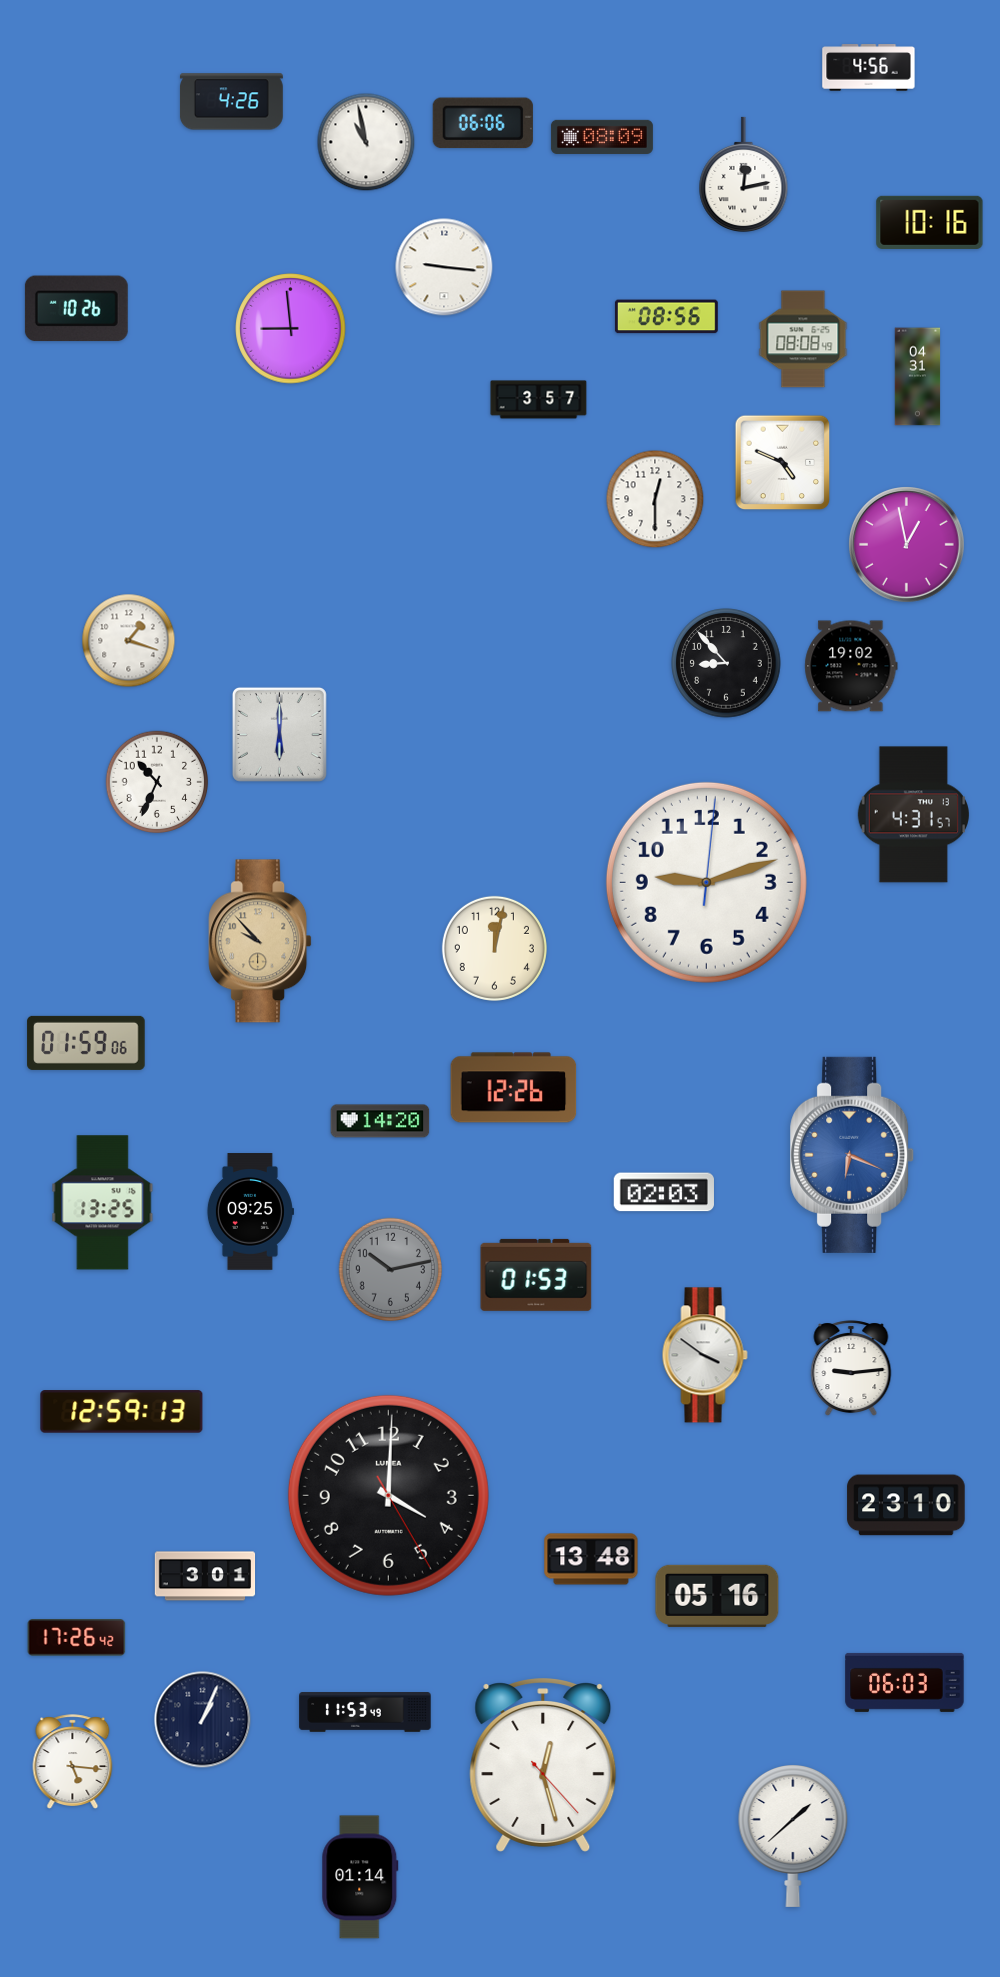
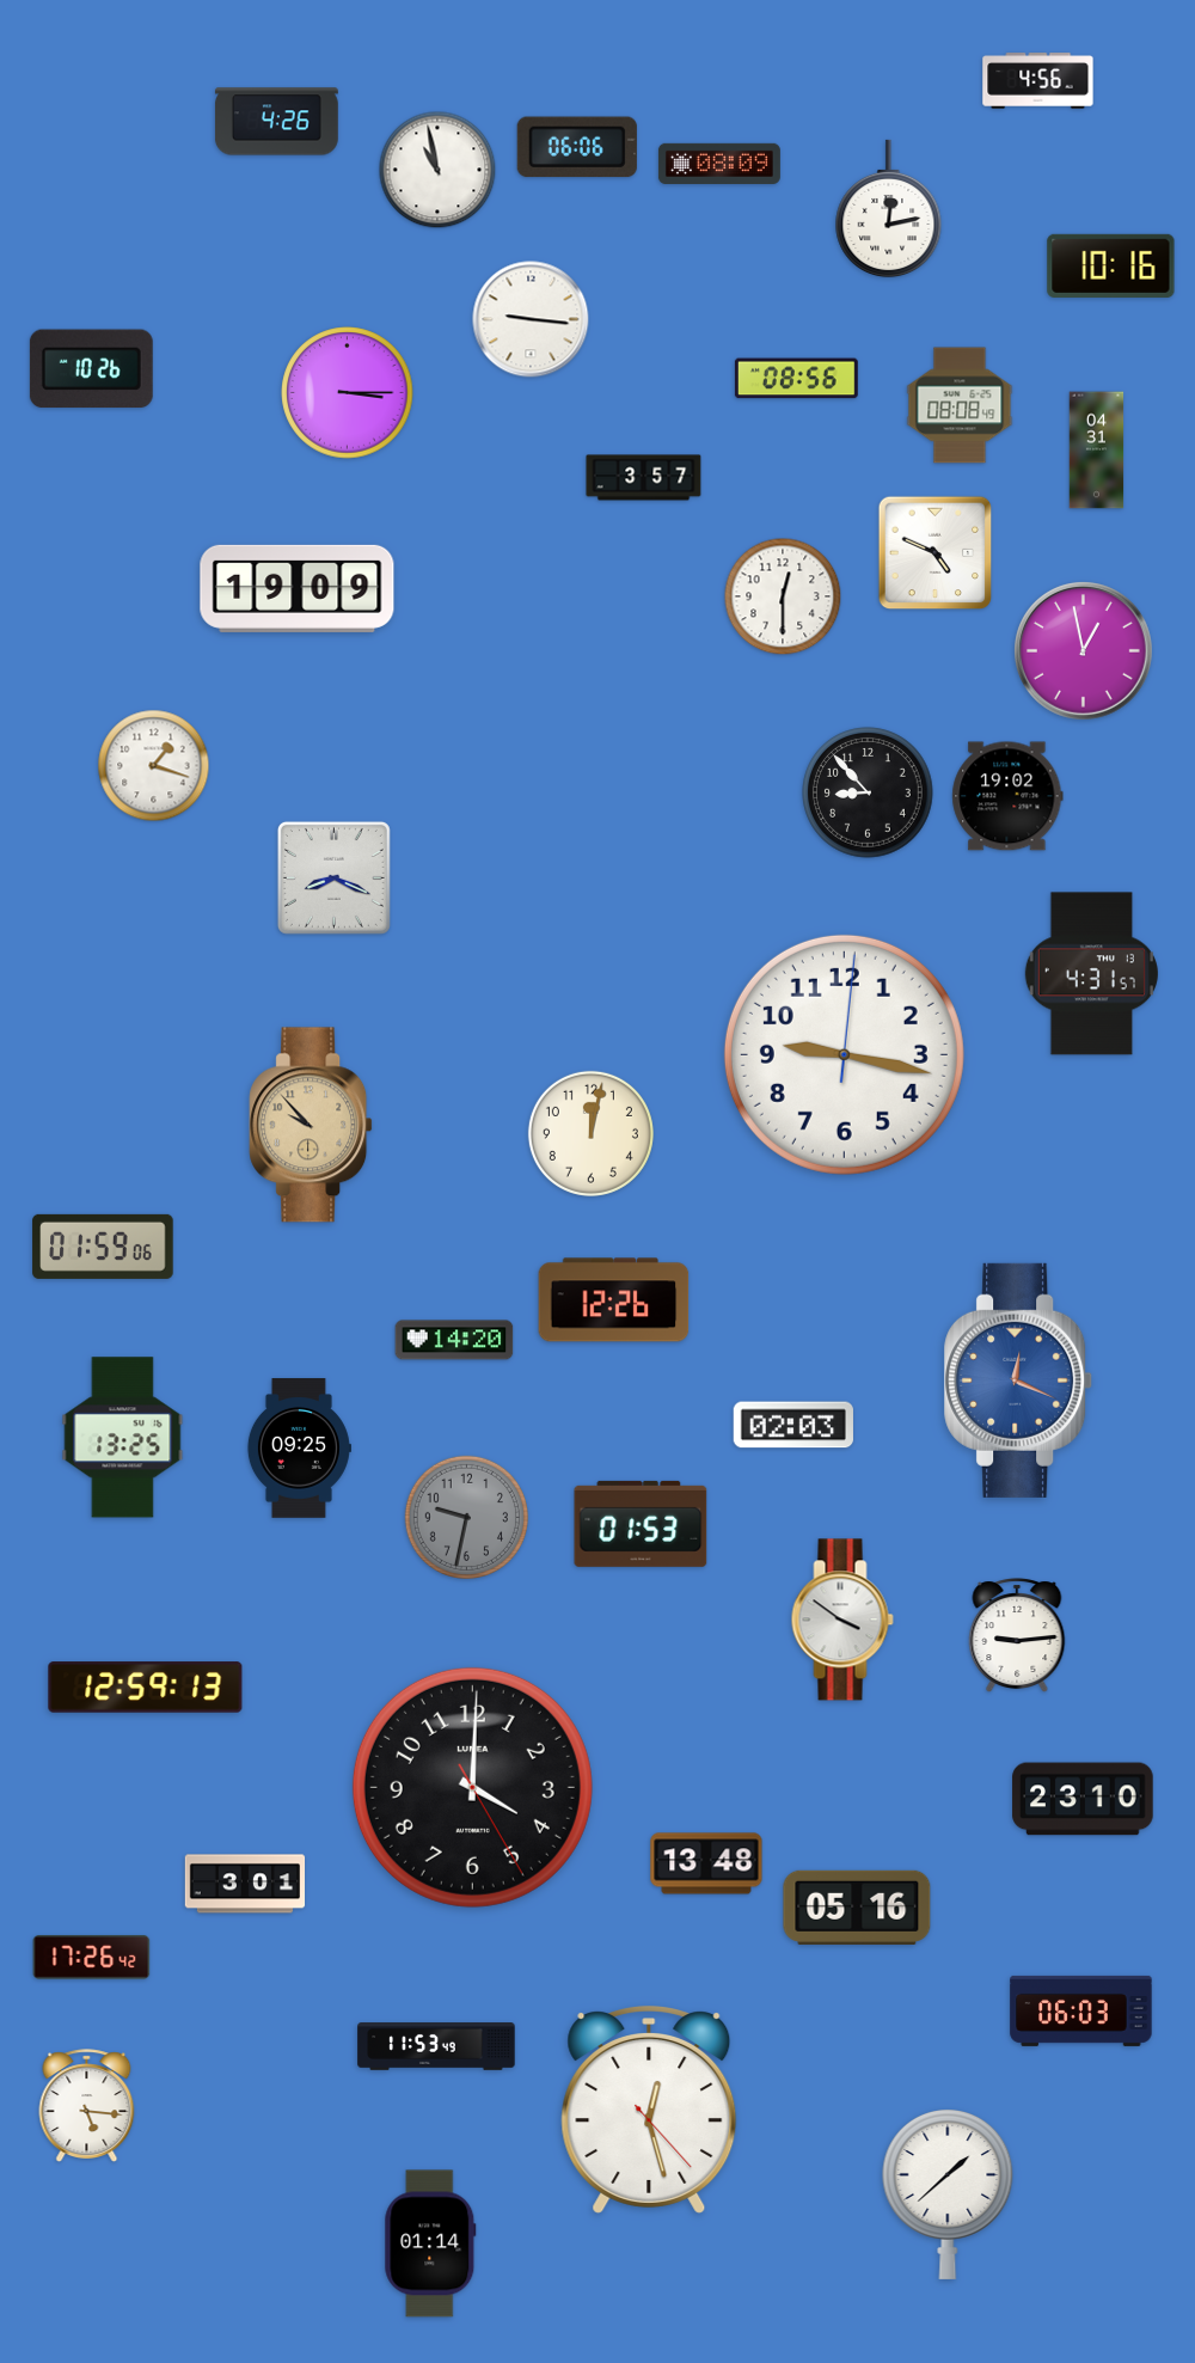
clock at (291, 329): 8:59 -> 3:15
clock at (298, 588): none -> 19:09
clock at (851, 666) position: (851, 666) -> (1007, 796)
clock at (279, 734): 6:00 -> 8:19
clock at (157, 782): 10:34 -> none
clock at (706, 882): 9:12 -> 9:17
clock at (853, 1155): 6:19 -> 12:19
clock at (390, 1269): 10:13 -> 9:32
clock at (388, 1495) position: (388, 1495) -> (472, 1787)
clock at (203, 1720): 1:04 -> none
